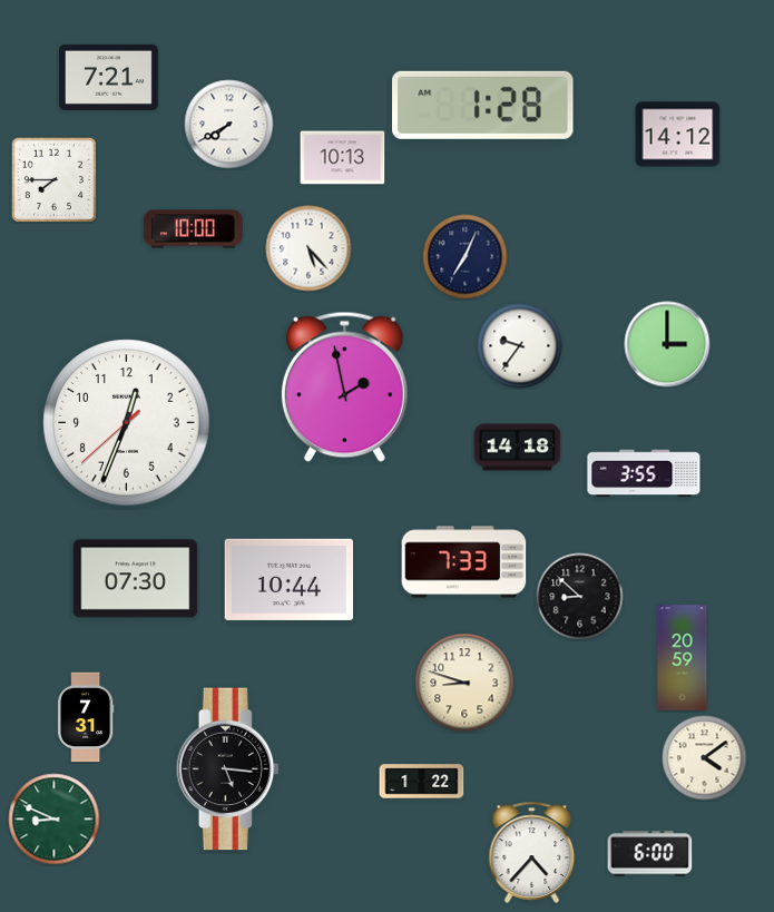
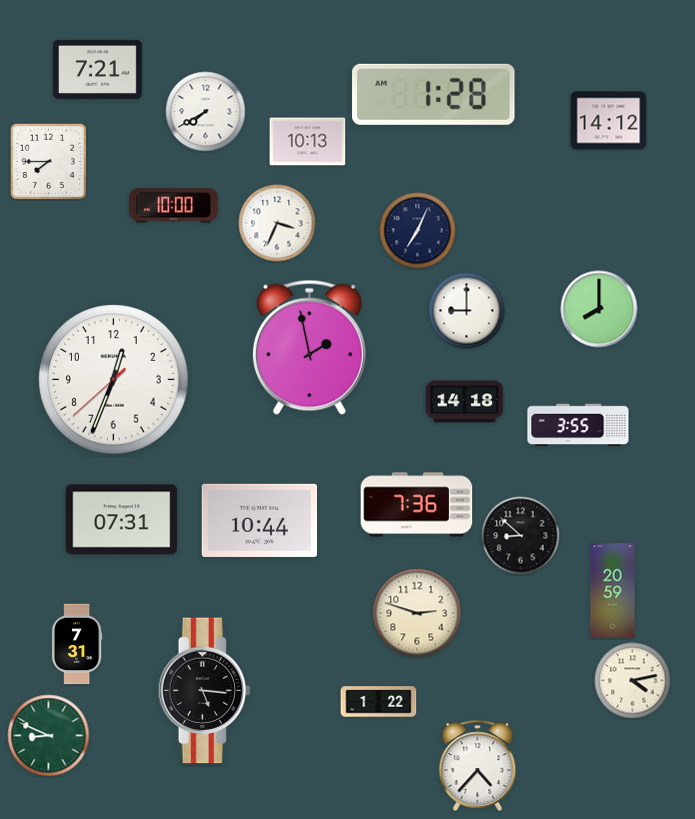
clock at (308, 248): 5:23 -> 3:34
clock at (667, 344): 3:00 -> 8:00
clock at (520, 346): 9:36 -> 9:00
clock at (464, 562): 7:33 -> 7:36
clock at (136, 579): 07:30 -> 07:31
clock at (464, 683): 8:48 -> 2:48
clock at (705, 758): 4:09 -> 4:13
clock at (650, 854): 6:00 -> none
